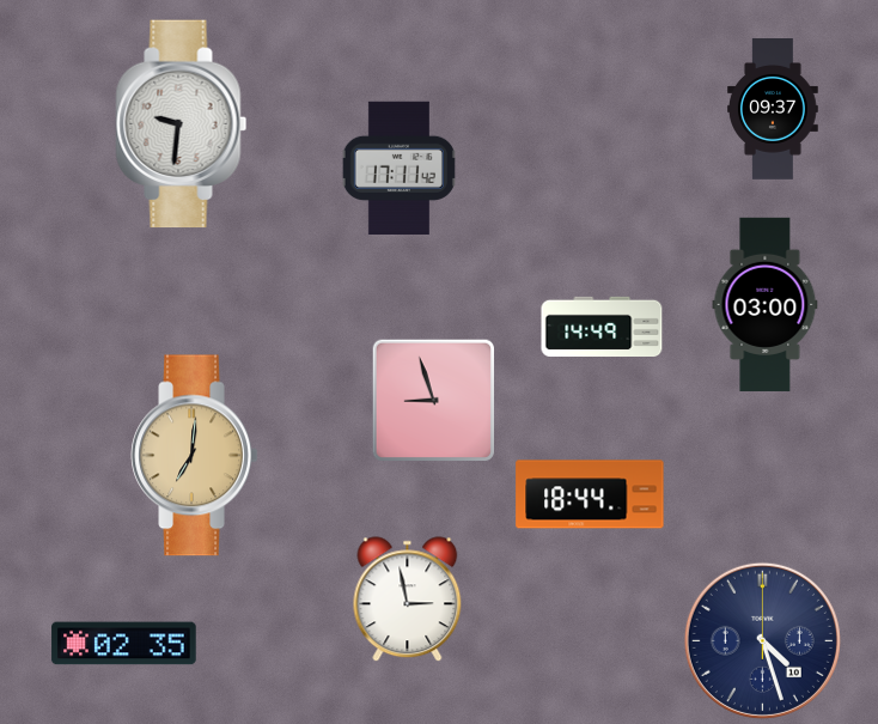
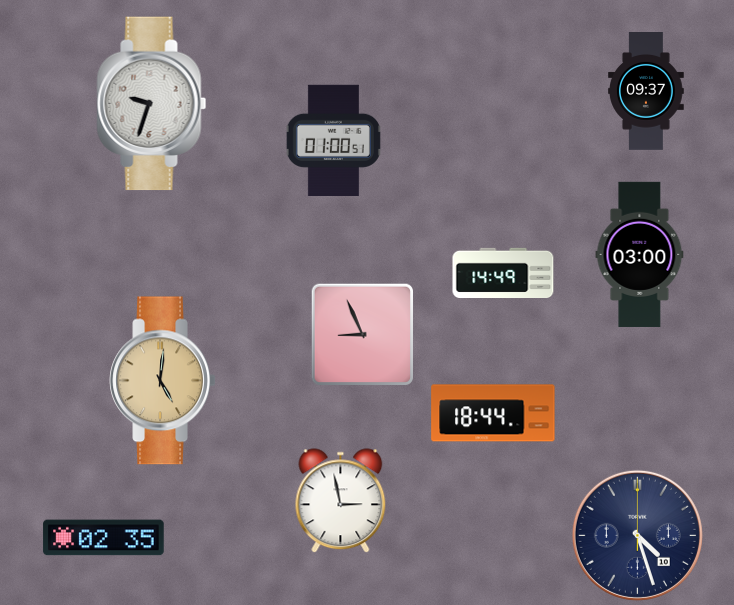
clock at (182, 124): 9:31 -> 9:33
clock at (398, 168): 17:11 -> 01:00
clock at (433, 400): 8:57 -> 8:56
clock at (195, 456): 7:01 -> 5:01
